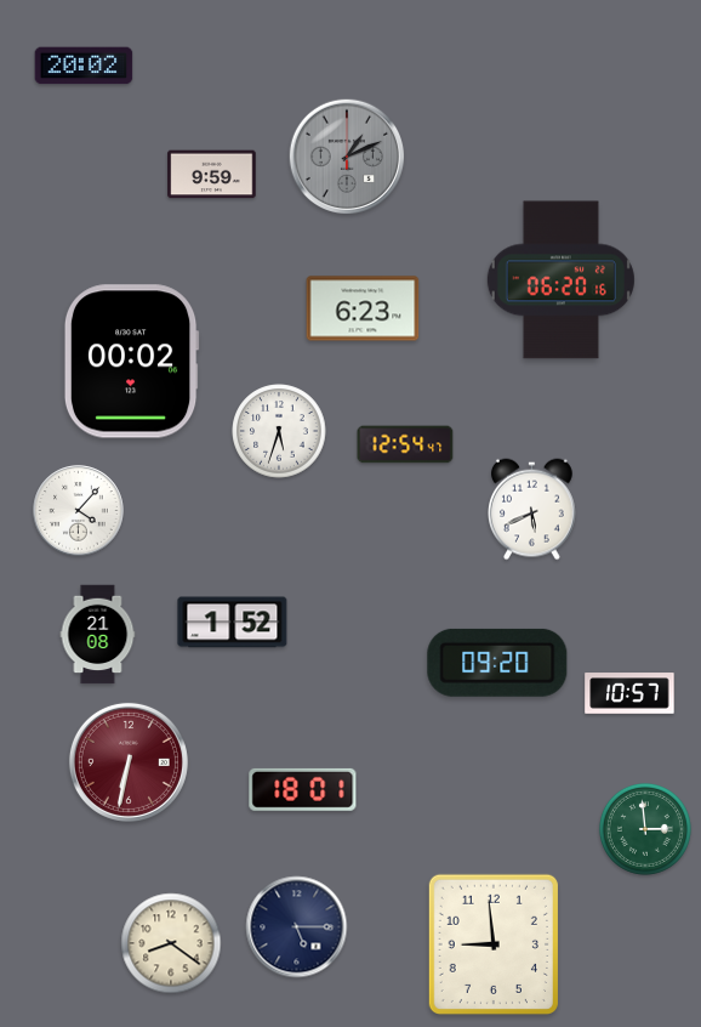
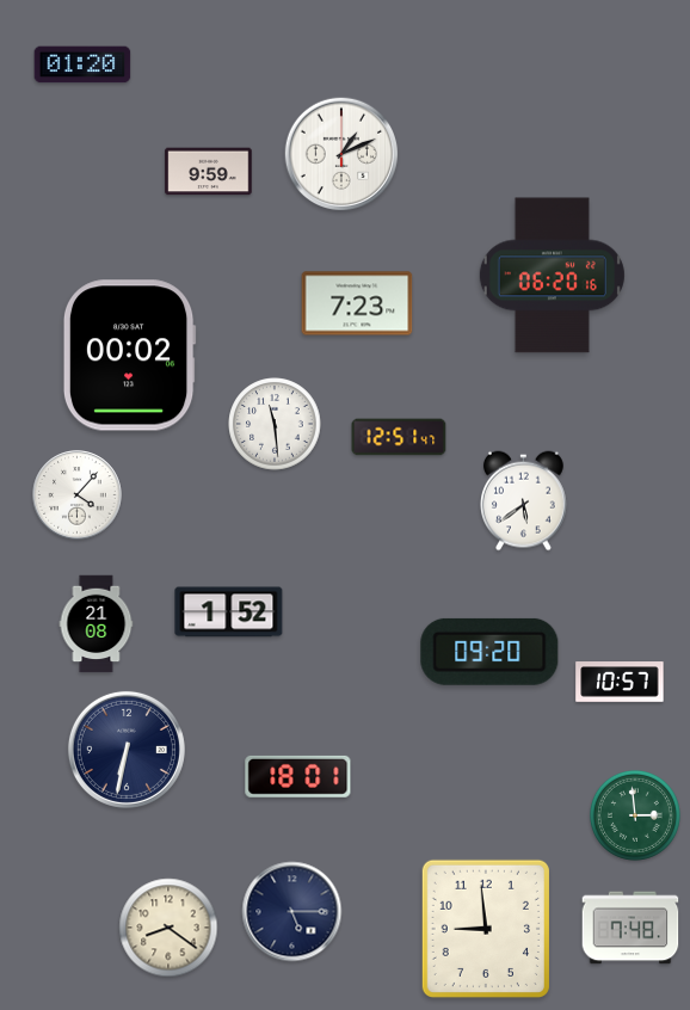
clock at (84, 66): 20:02 -> 01:20
clock at (347, 157) dial: grey -> white
clock at (363, 308): 6:23 -> 7:23
clock at (279, 431): 5:33 -> 11:29
clock at (405, 444): 12:54 -> 12:51
clock at (532, 510): 5:41 -> 5:39
clock at (79, 511) position: (79, 511) -> (78, 495)
clock at (129, 762) dial: burgundy -> navy
clock at (630, 928): none -> 7:48
